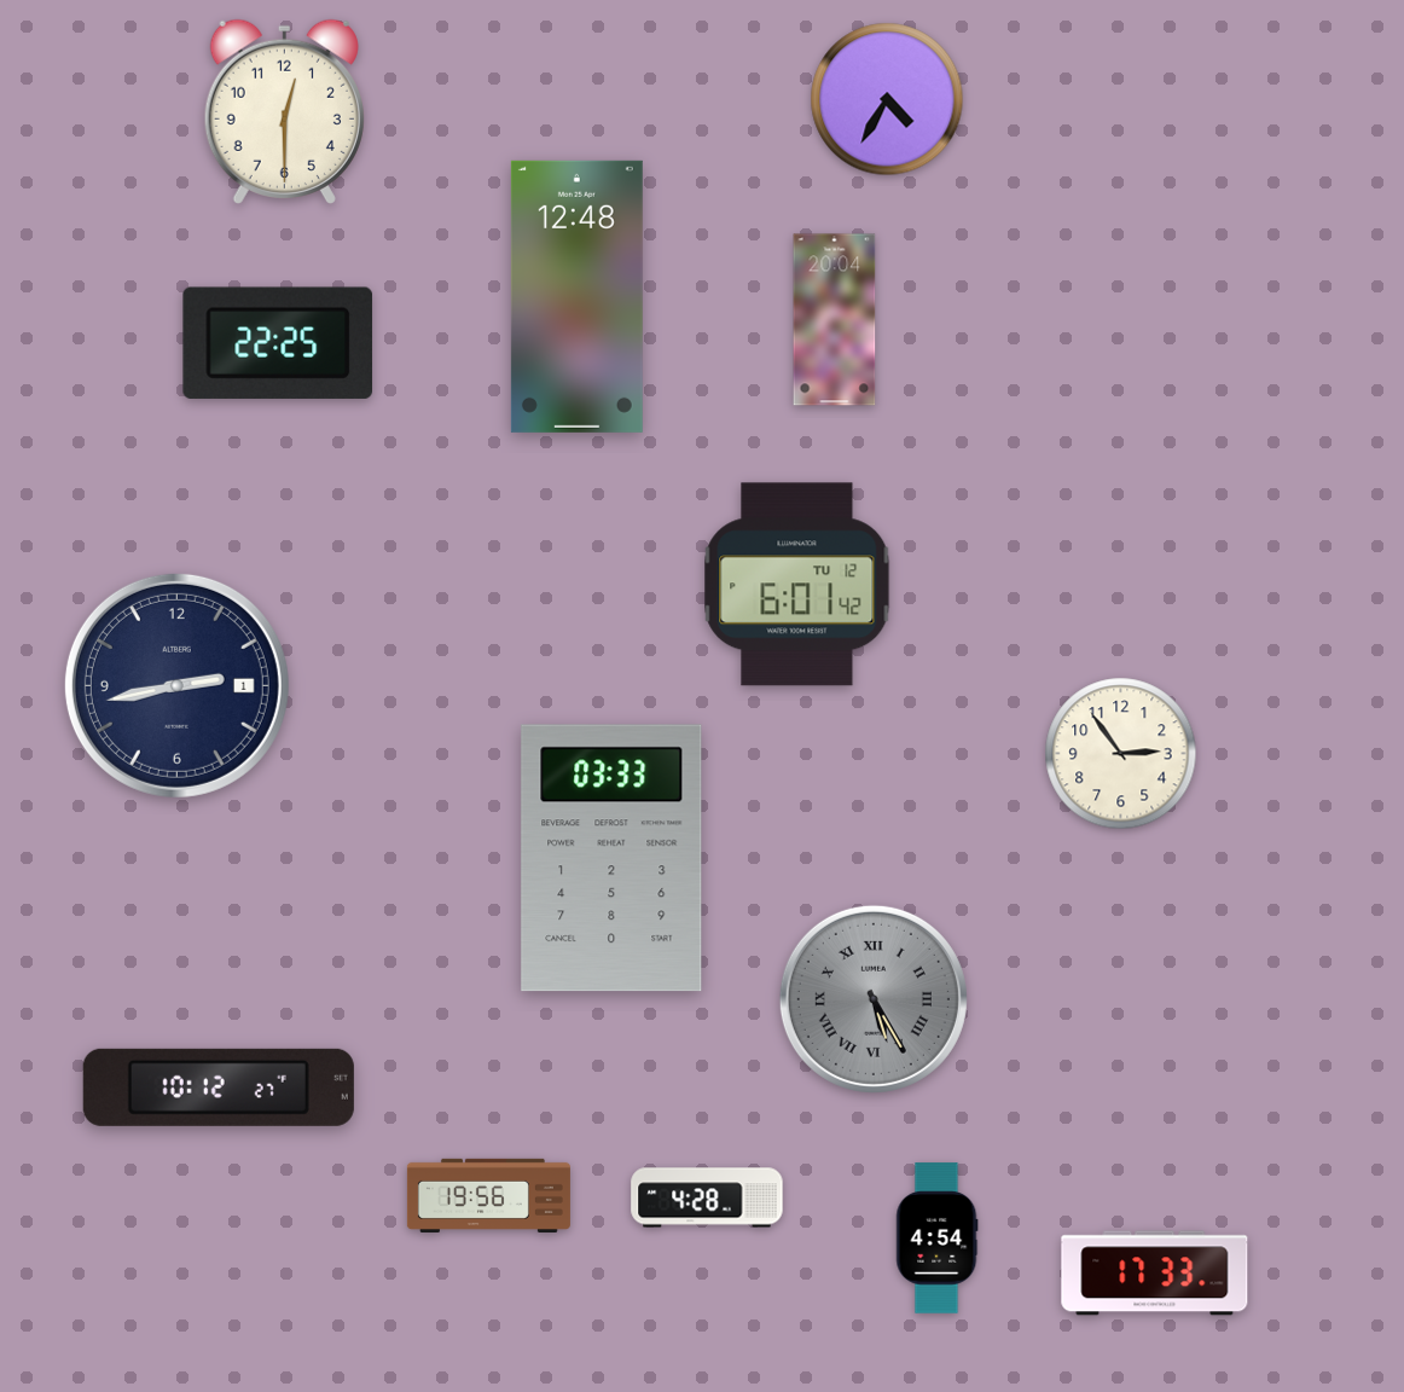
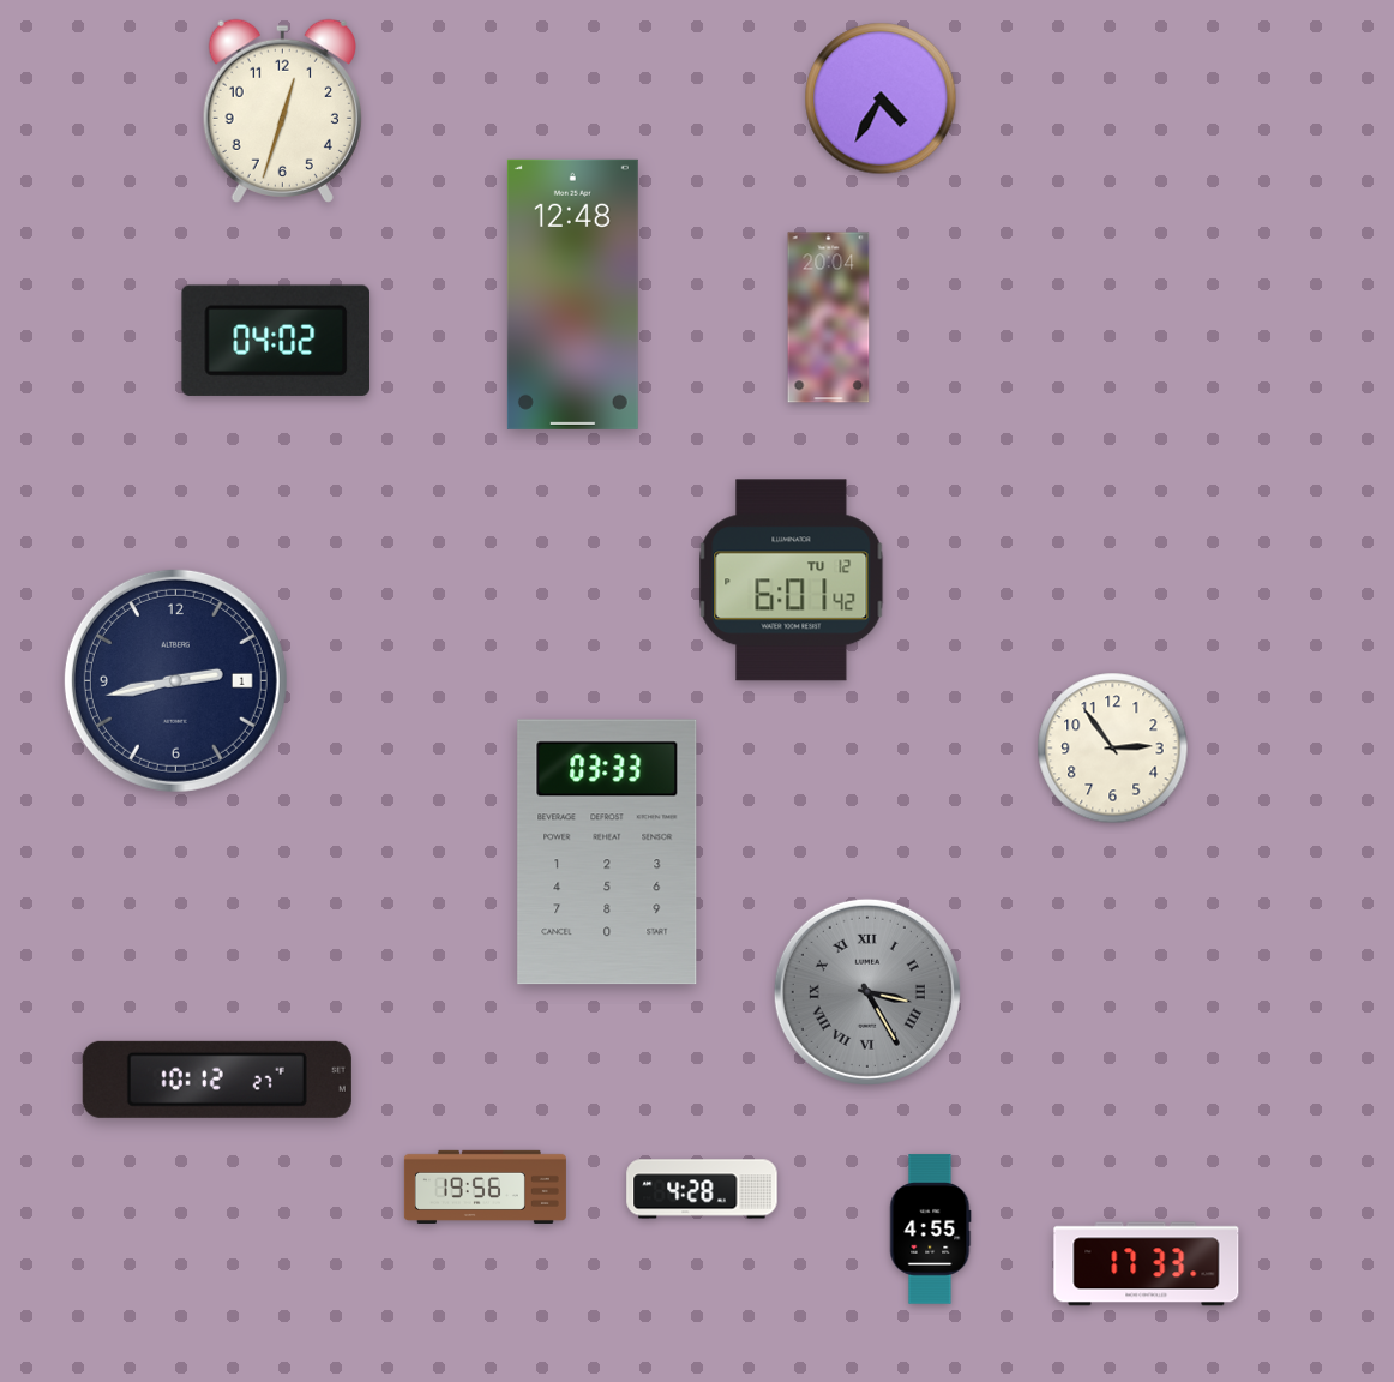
clock at (284, 111): 12:30 -> 12:33
clock at (278, 343): 22:25 -> 04:02
clock at (874, 999): 5:25 -> 3:25
clock at (938, 1239): 4:54 -> 4:55
